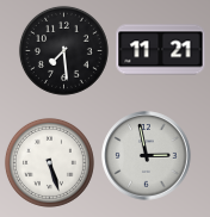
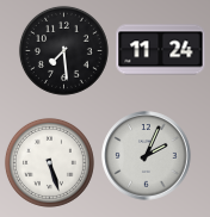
clock at (161, 50): 11:21 -> 11:24
clock at (147, 156): 2:58 -> 2:04
